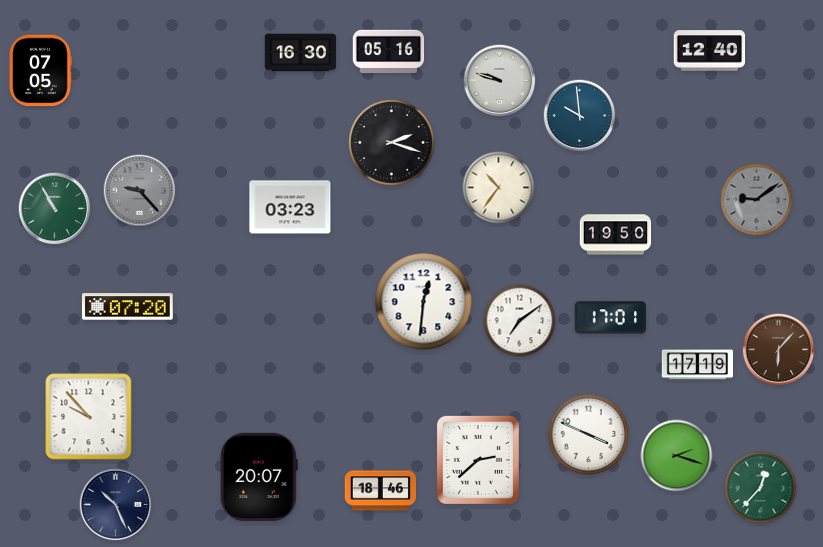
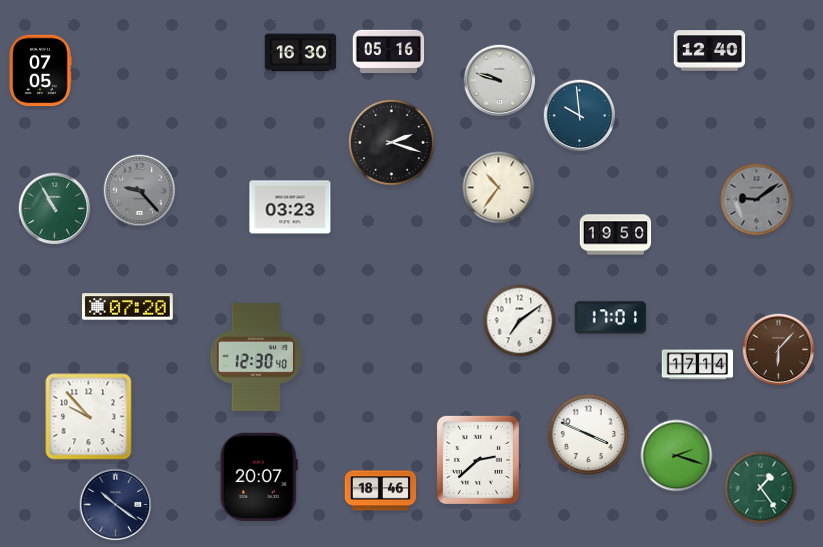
clock at (424, 302): 12:31 -> none
clock at (256, 358): none -> 12:30
clock at (698, 365): 17:19 -> 17:14
clock at (761, 488): 12:37 -> 1:24
clock at (116, 505): 10:26 -> 10:21
